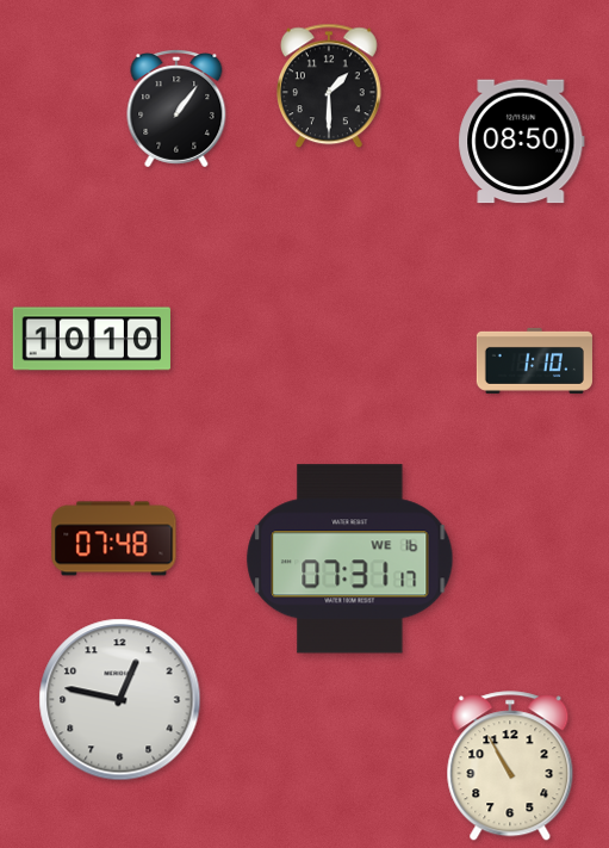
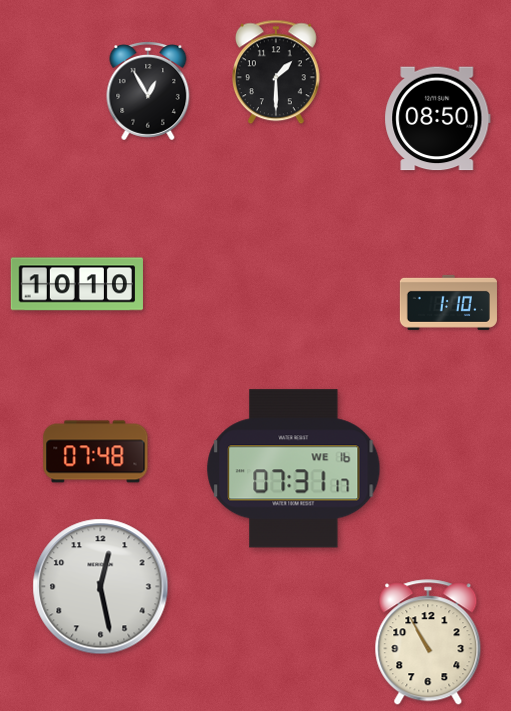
clock at (176, 110): 1:06 -> 12:55
clock at (120, 700): 12:47 -> 12:28
